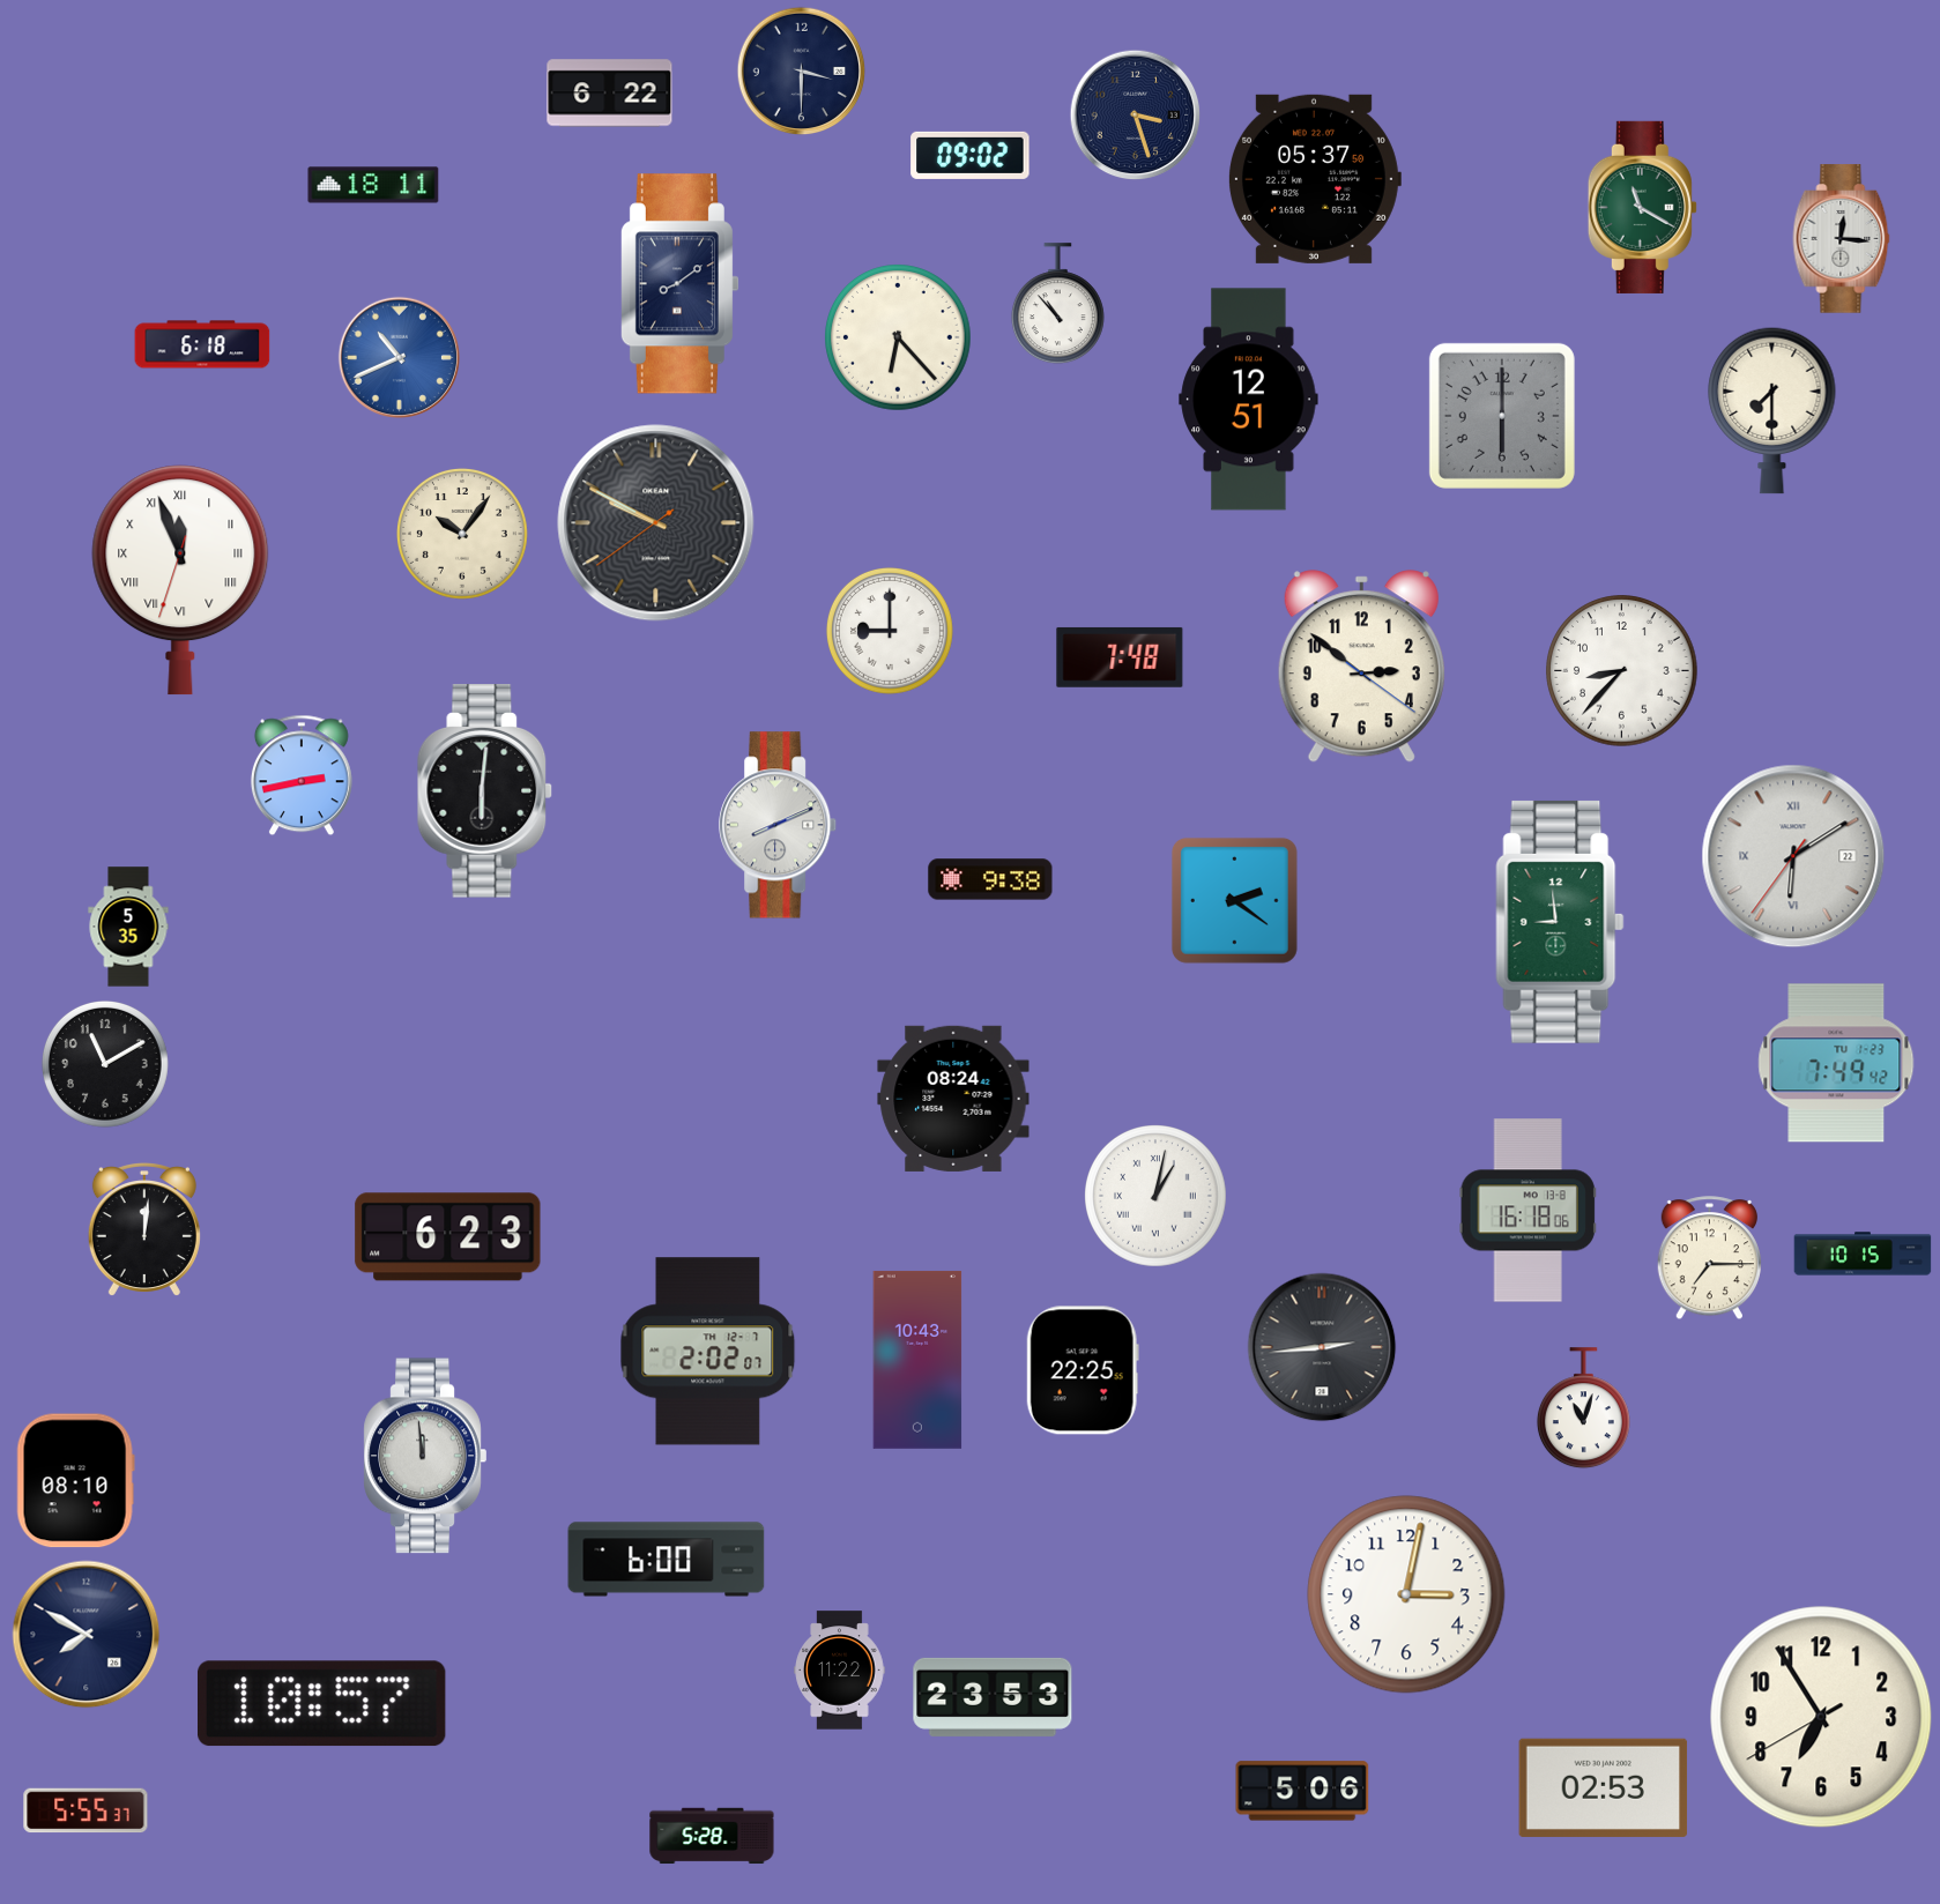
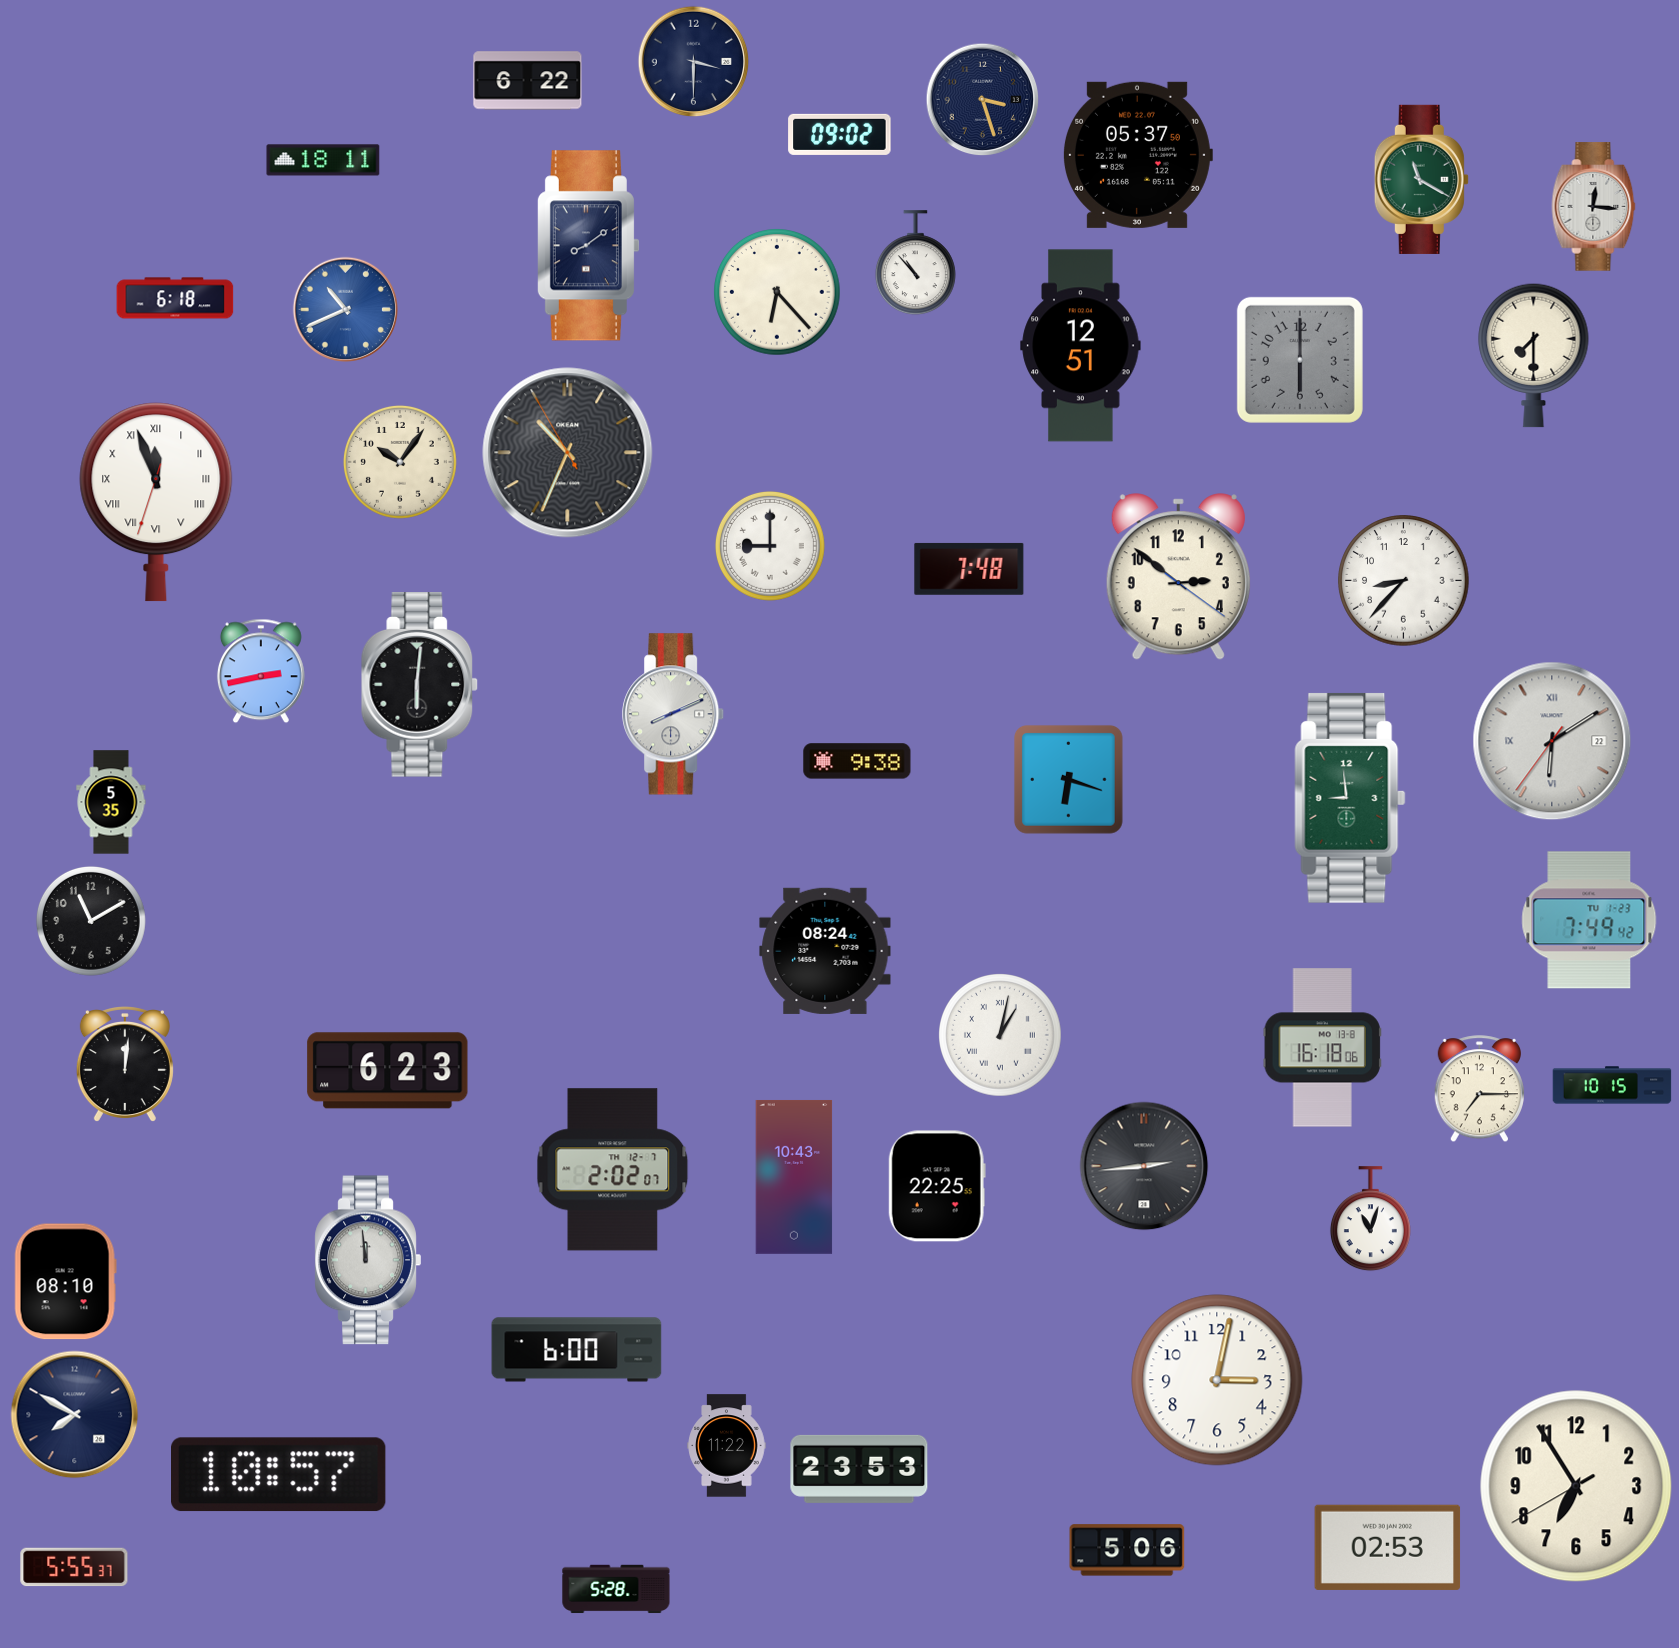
clock at (656, 523): 9:49 -> 10:33
clock at (1234, 900): 2:21 -> 6:18
